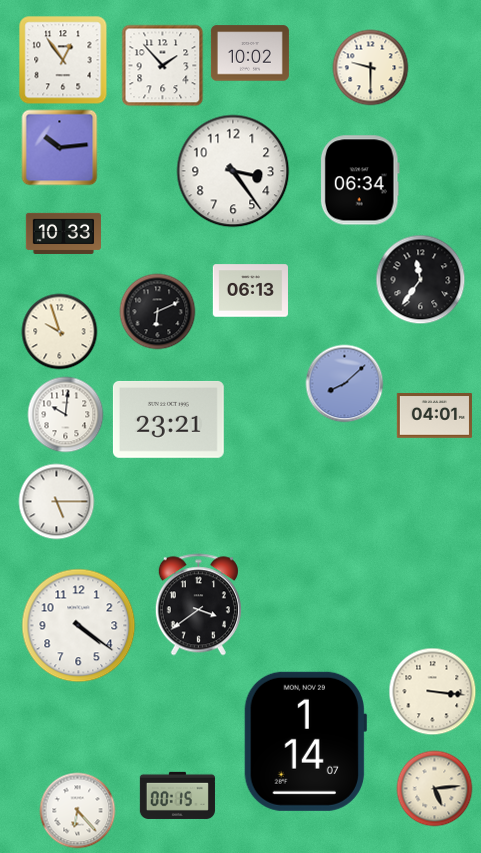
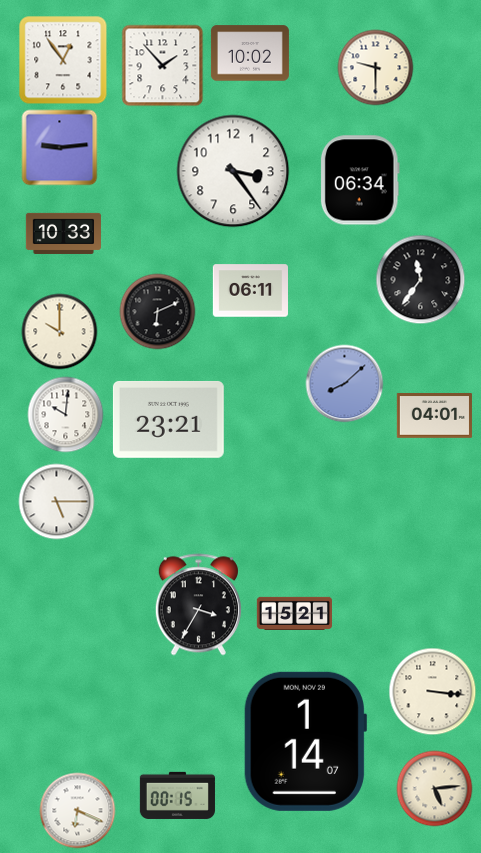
clock at (371, 68) position: (371, 68) -> (376, 68)
clock at (60, 148): 10:14 -> 9:14
clock at (250, 291): 06:13 -> 06:11
clock at (60, 332): 9:57 -> 10:00
clock at (198, 605): 3:39 -> 3:35
clock at (294, 613): none -> 15:21
clock at (79, 626): 4:21 -> none
clock at (78, 811): 6:23 -> 6:19
